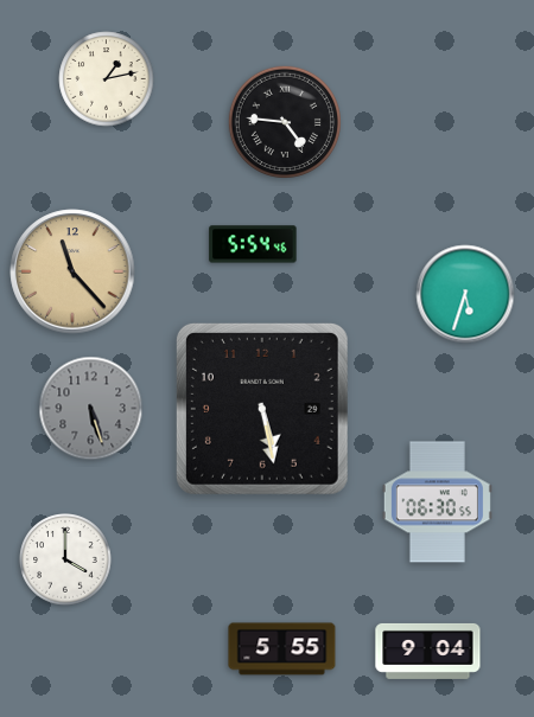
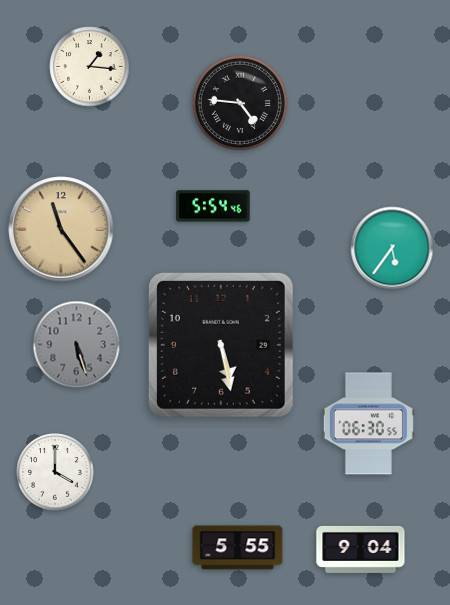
clock at (107, 79): 1:13 -> 1:16
clock at (72, 271): 11:23 -> 11:24
clock at (465, 294): 5:33 -> 5:36
